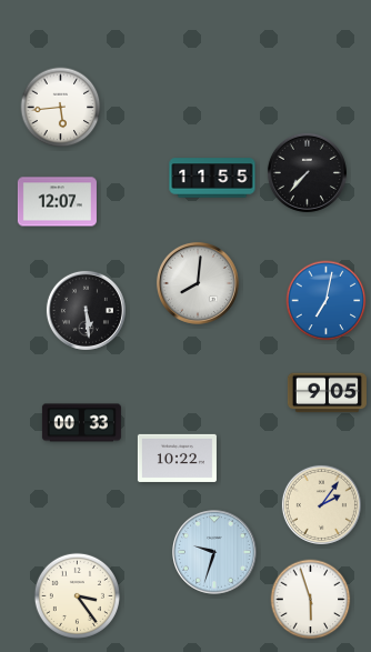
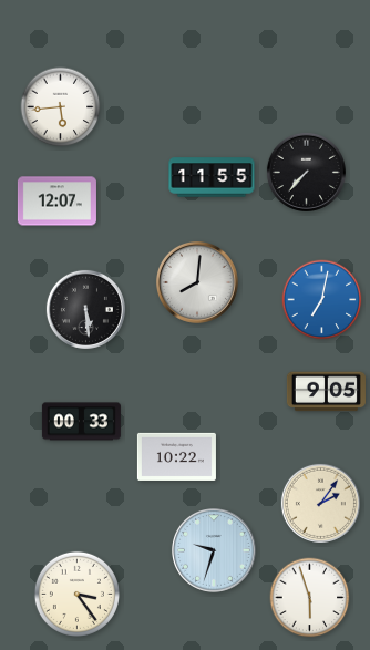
clock at (327, 301) position: (327, 301) -> (322, 300)
